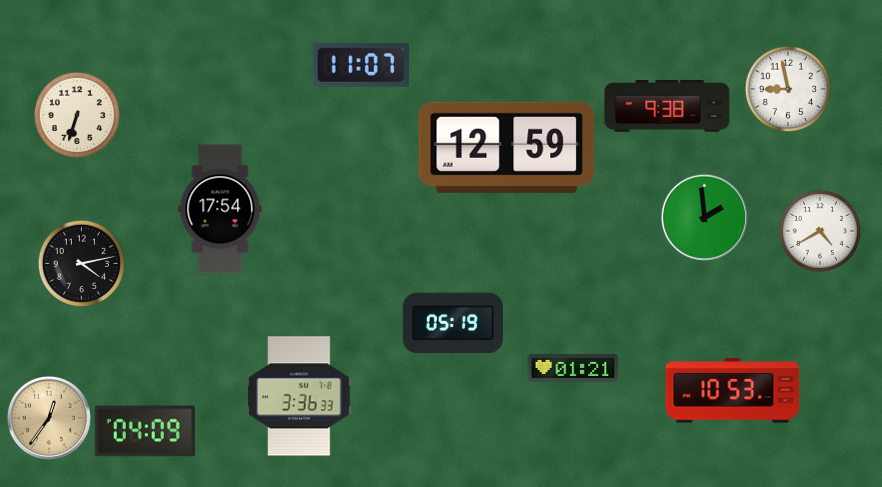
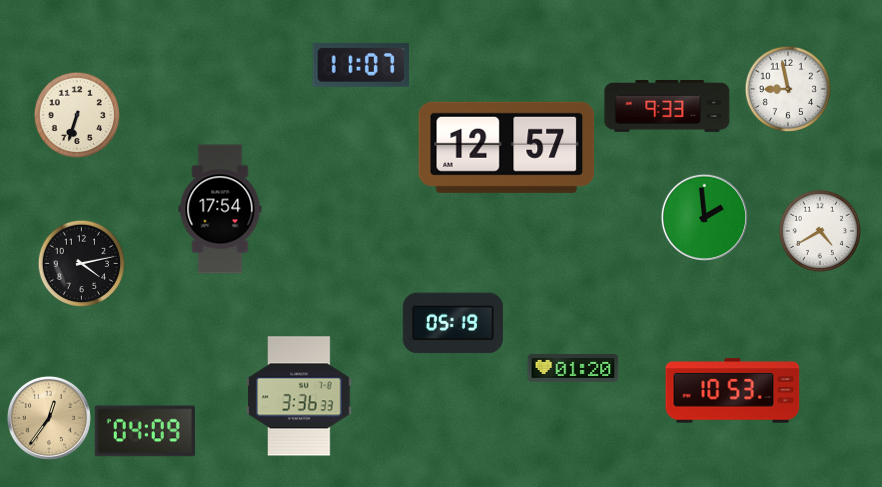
clock at (667, 107): 9:38 -> 9:33
clock at (507, 147): 12:59 -> 12:57
clock at (573, 368): 01:21 -> 01:20
